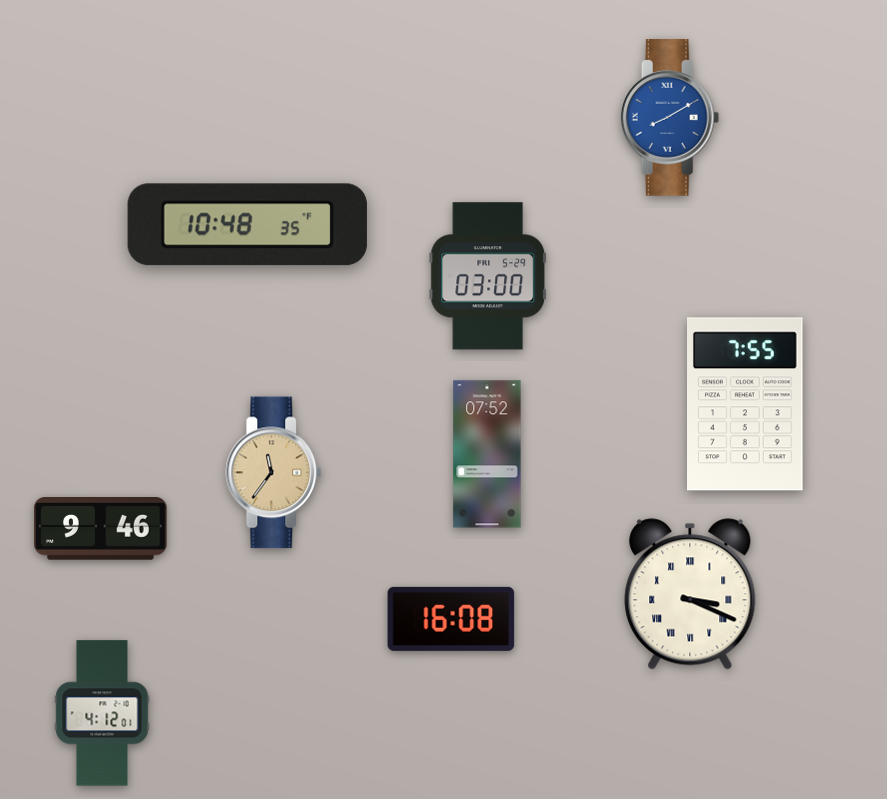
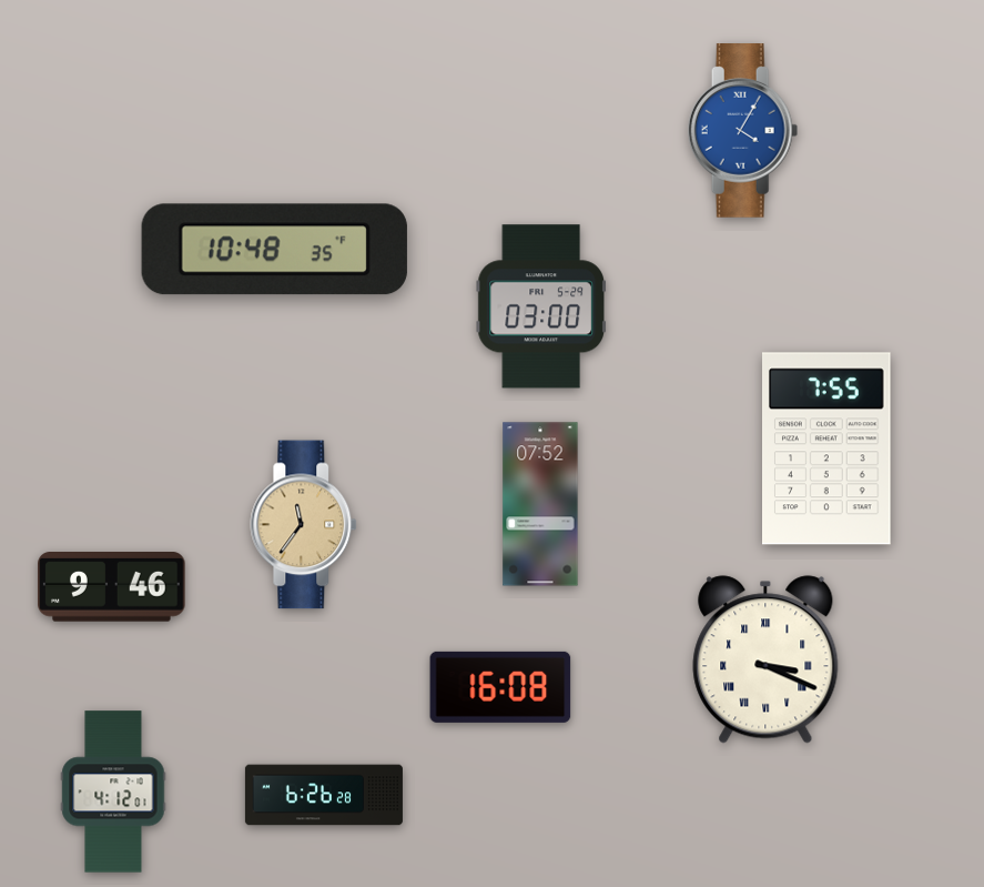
clock at (670, 118): 8:10 -> 4:05
clock at (324, 795): none -> 6:26
